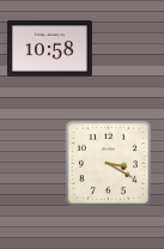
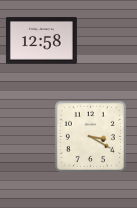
clock at (49, 49): 10:58 -> 12:58
